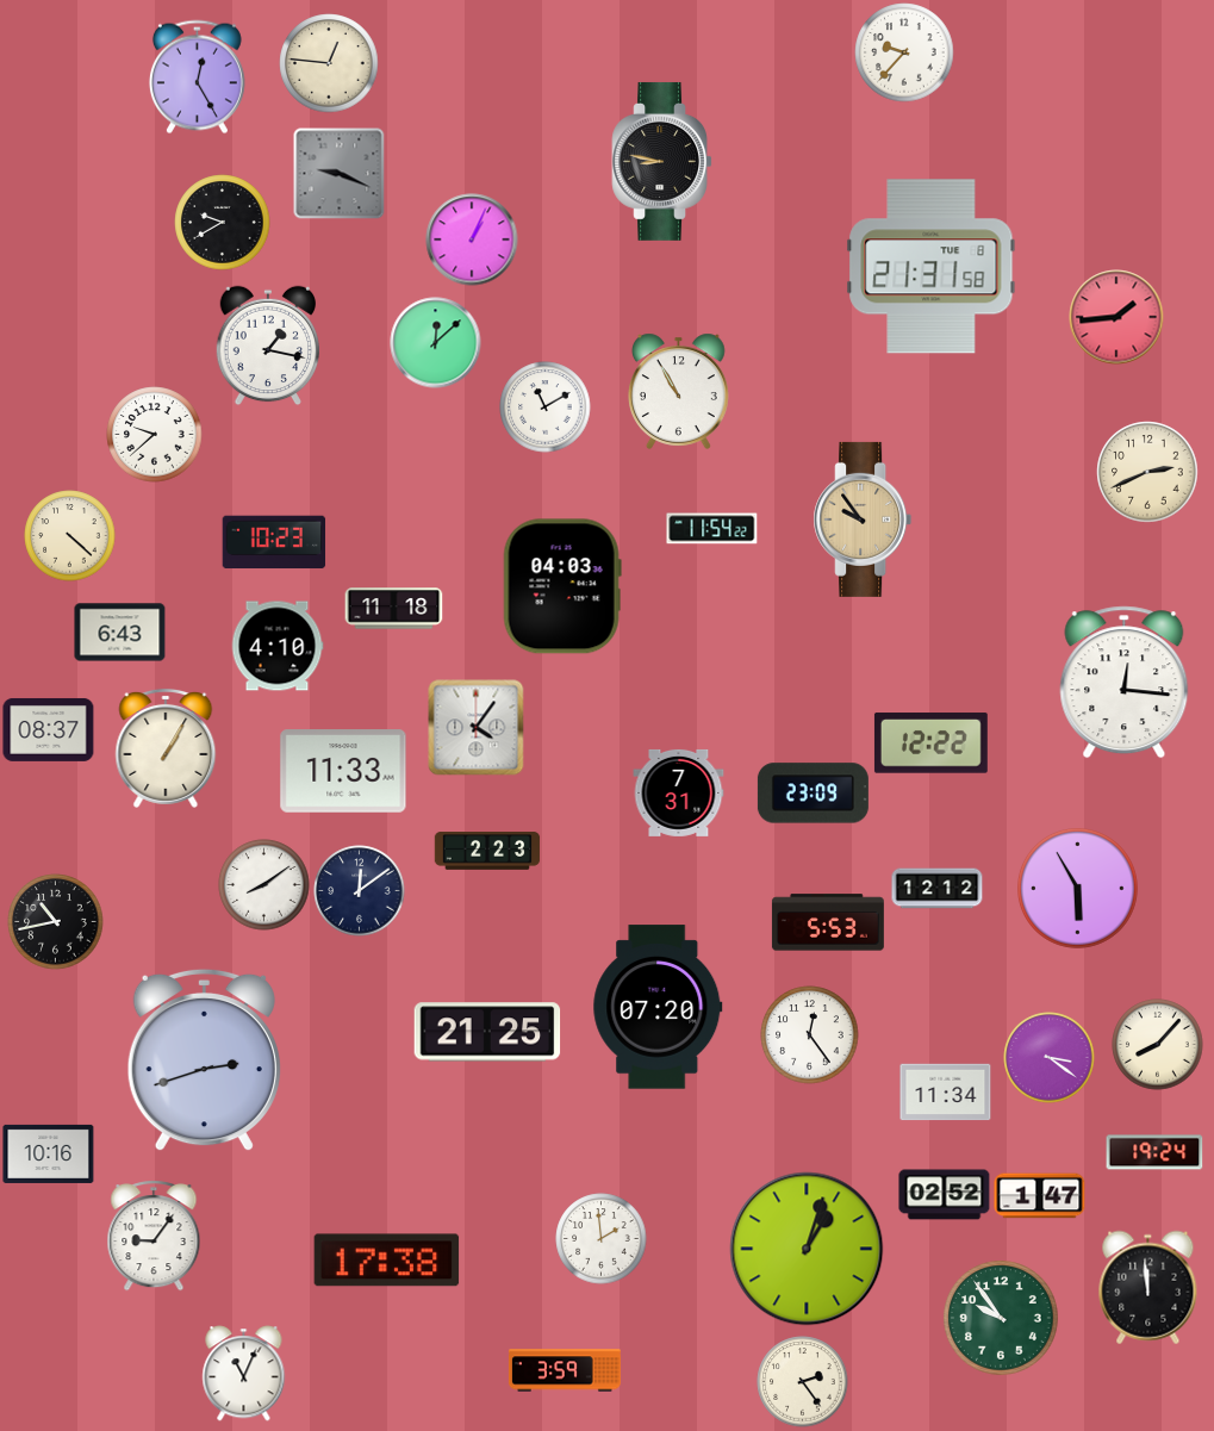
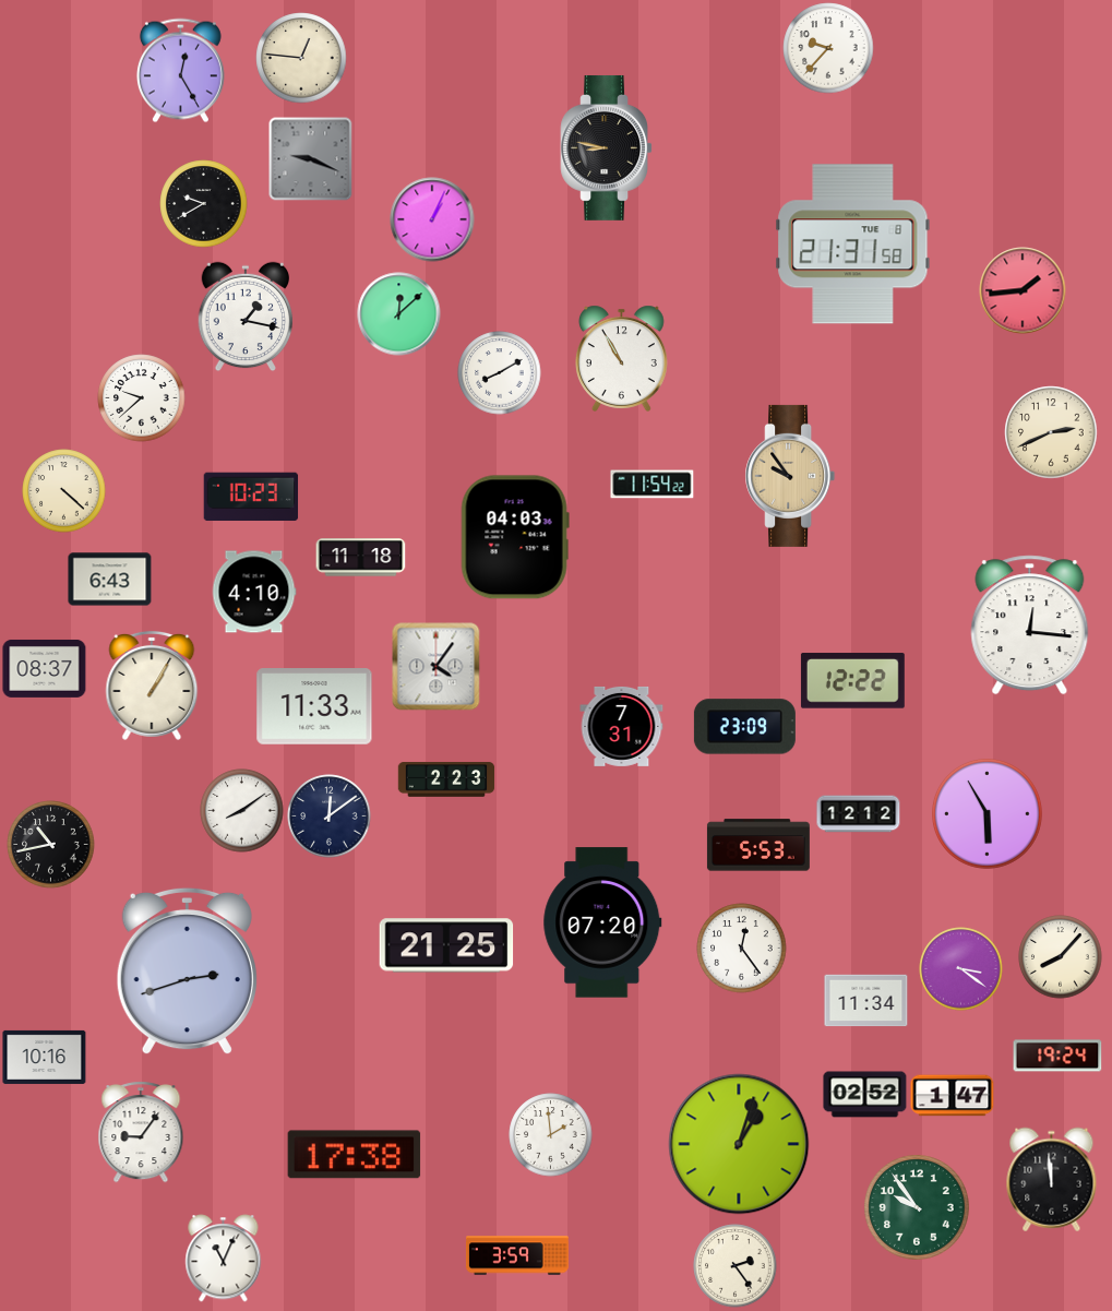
clock at (546, 407): 11:10 -> 8:10
